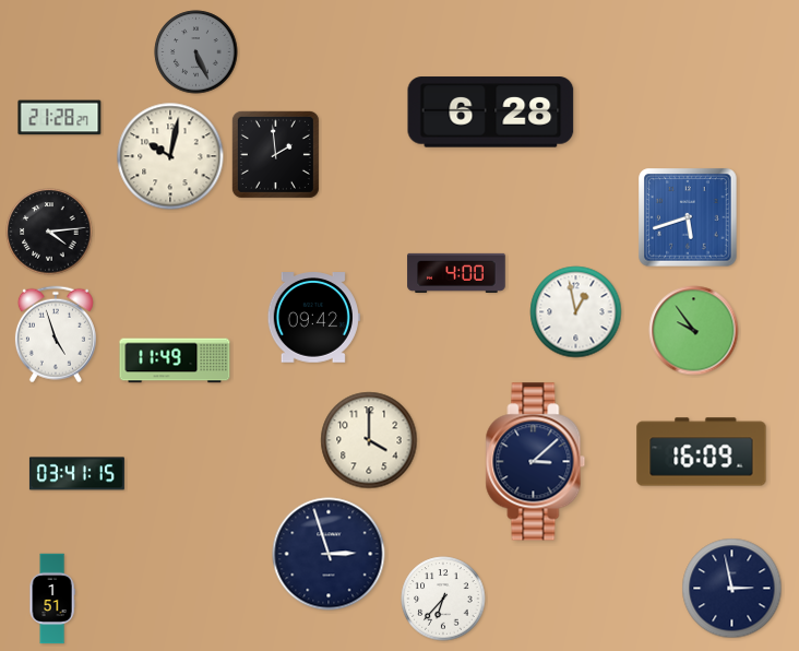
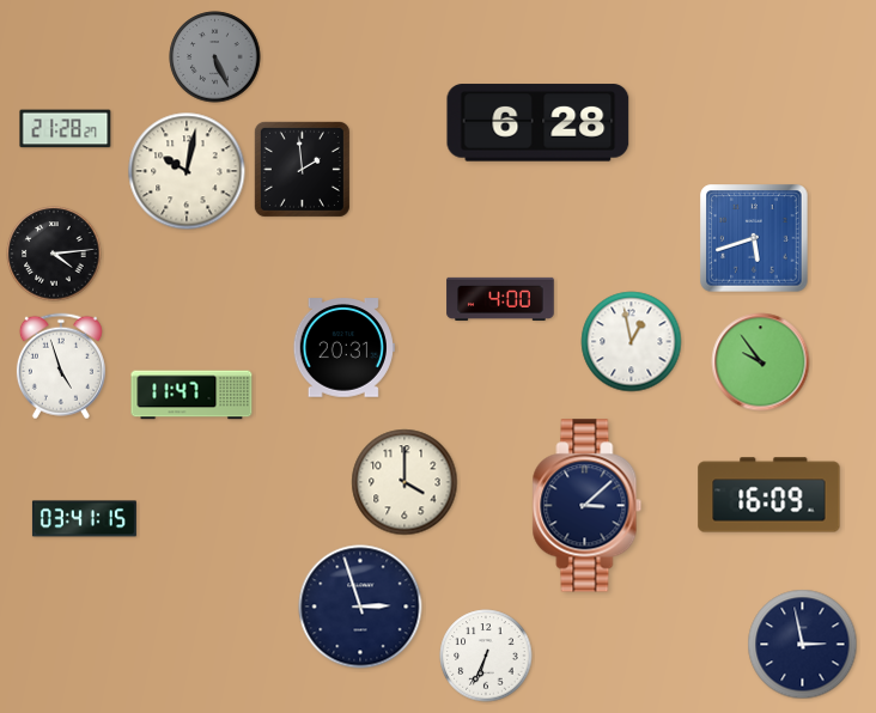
clock at (313, 318): 09:42 -> 20:31
clock at (175, 360): 11:49 -> 11:47
clock at (52, 599): 1:51 -> none
clock at (443, 599): 6:37 -> 6:34
